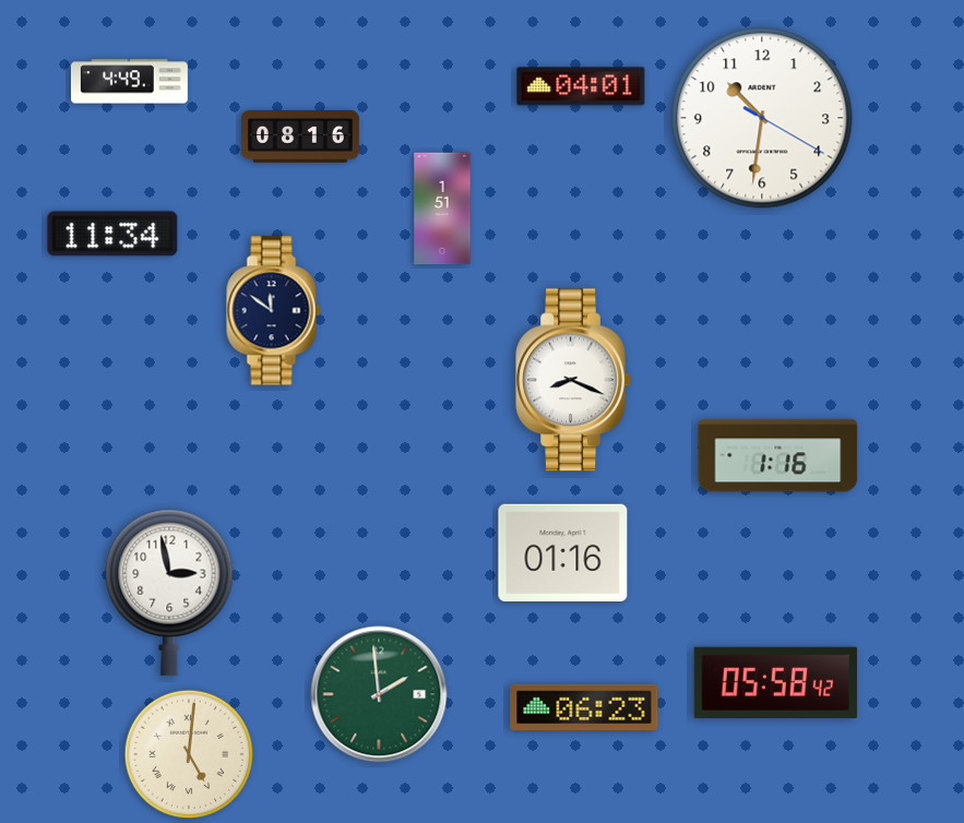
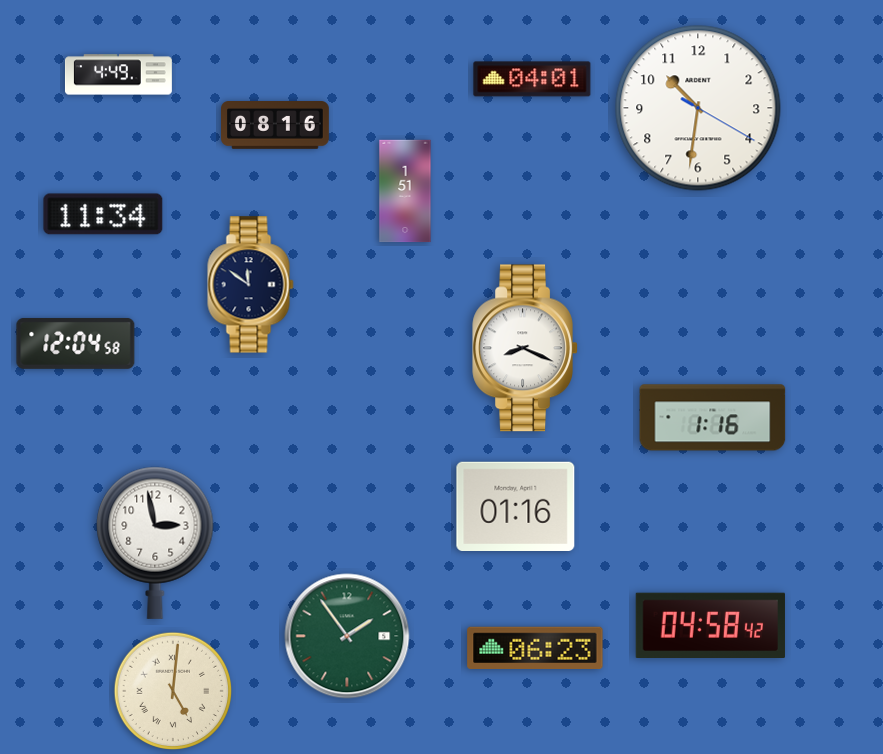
clock at (76, 343): none -> 12:04
clock at (775, 683): 05:58 -> 04:58
clock at (379, 694): 1:59 -> 1:54
